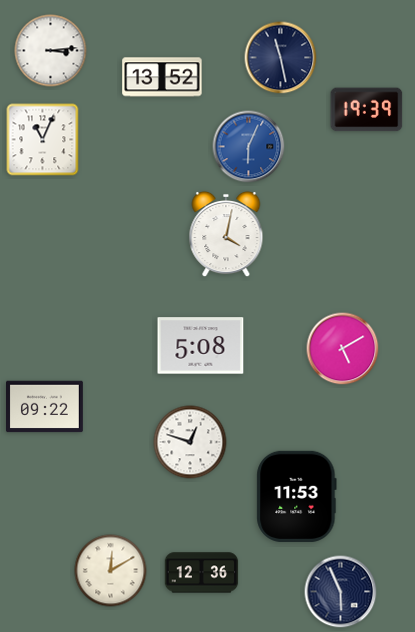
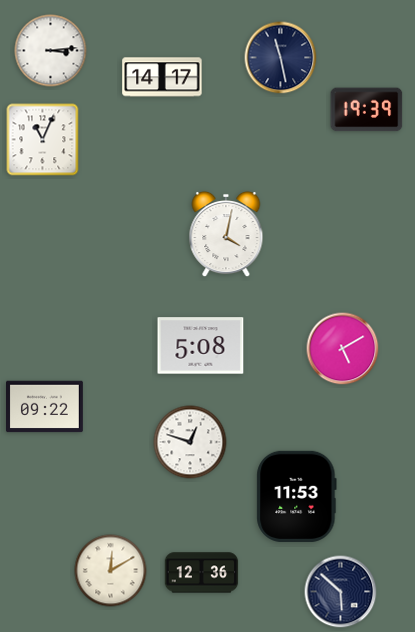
clock at (162, 77): 13:52 -> 14:17
clock at (249, 147): 6:04 -> none
clock at (341, 592): 5:56 -> 5:52
